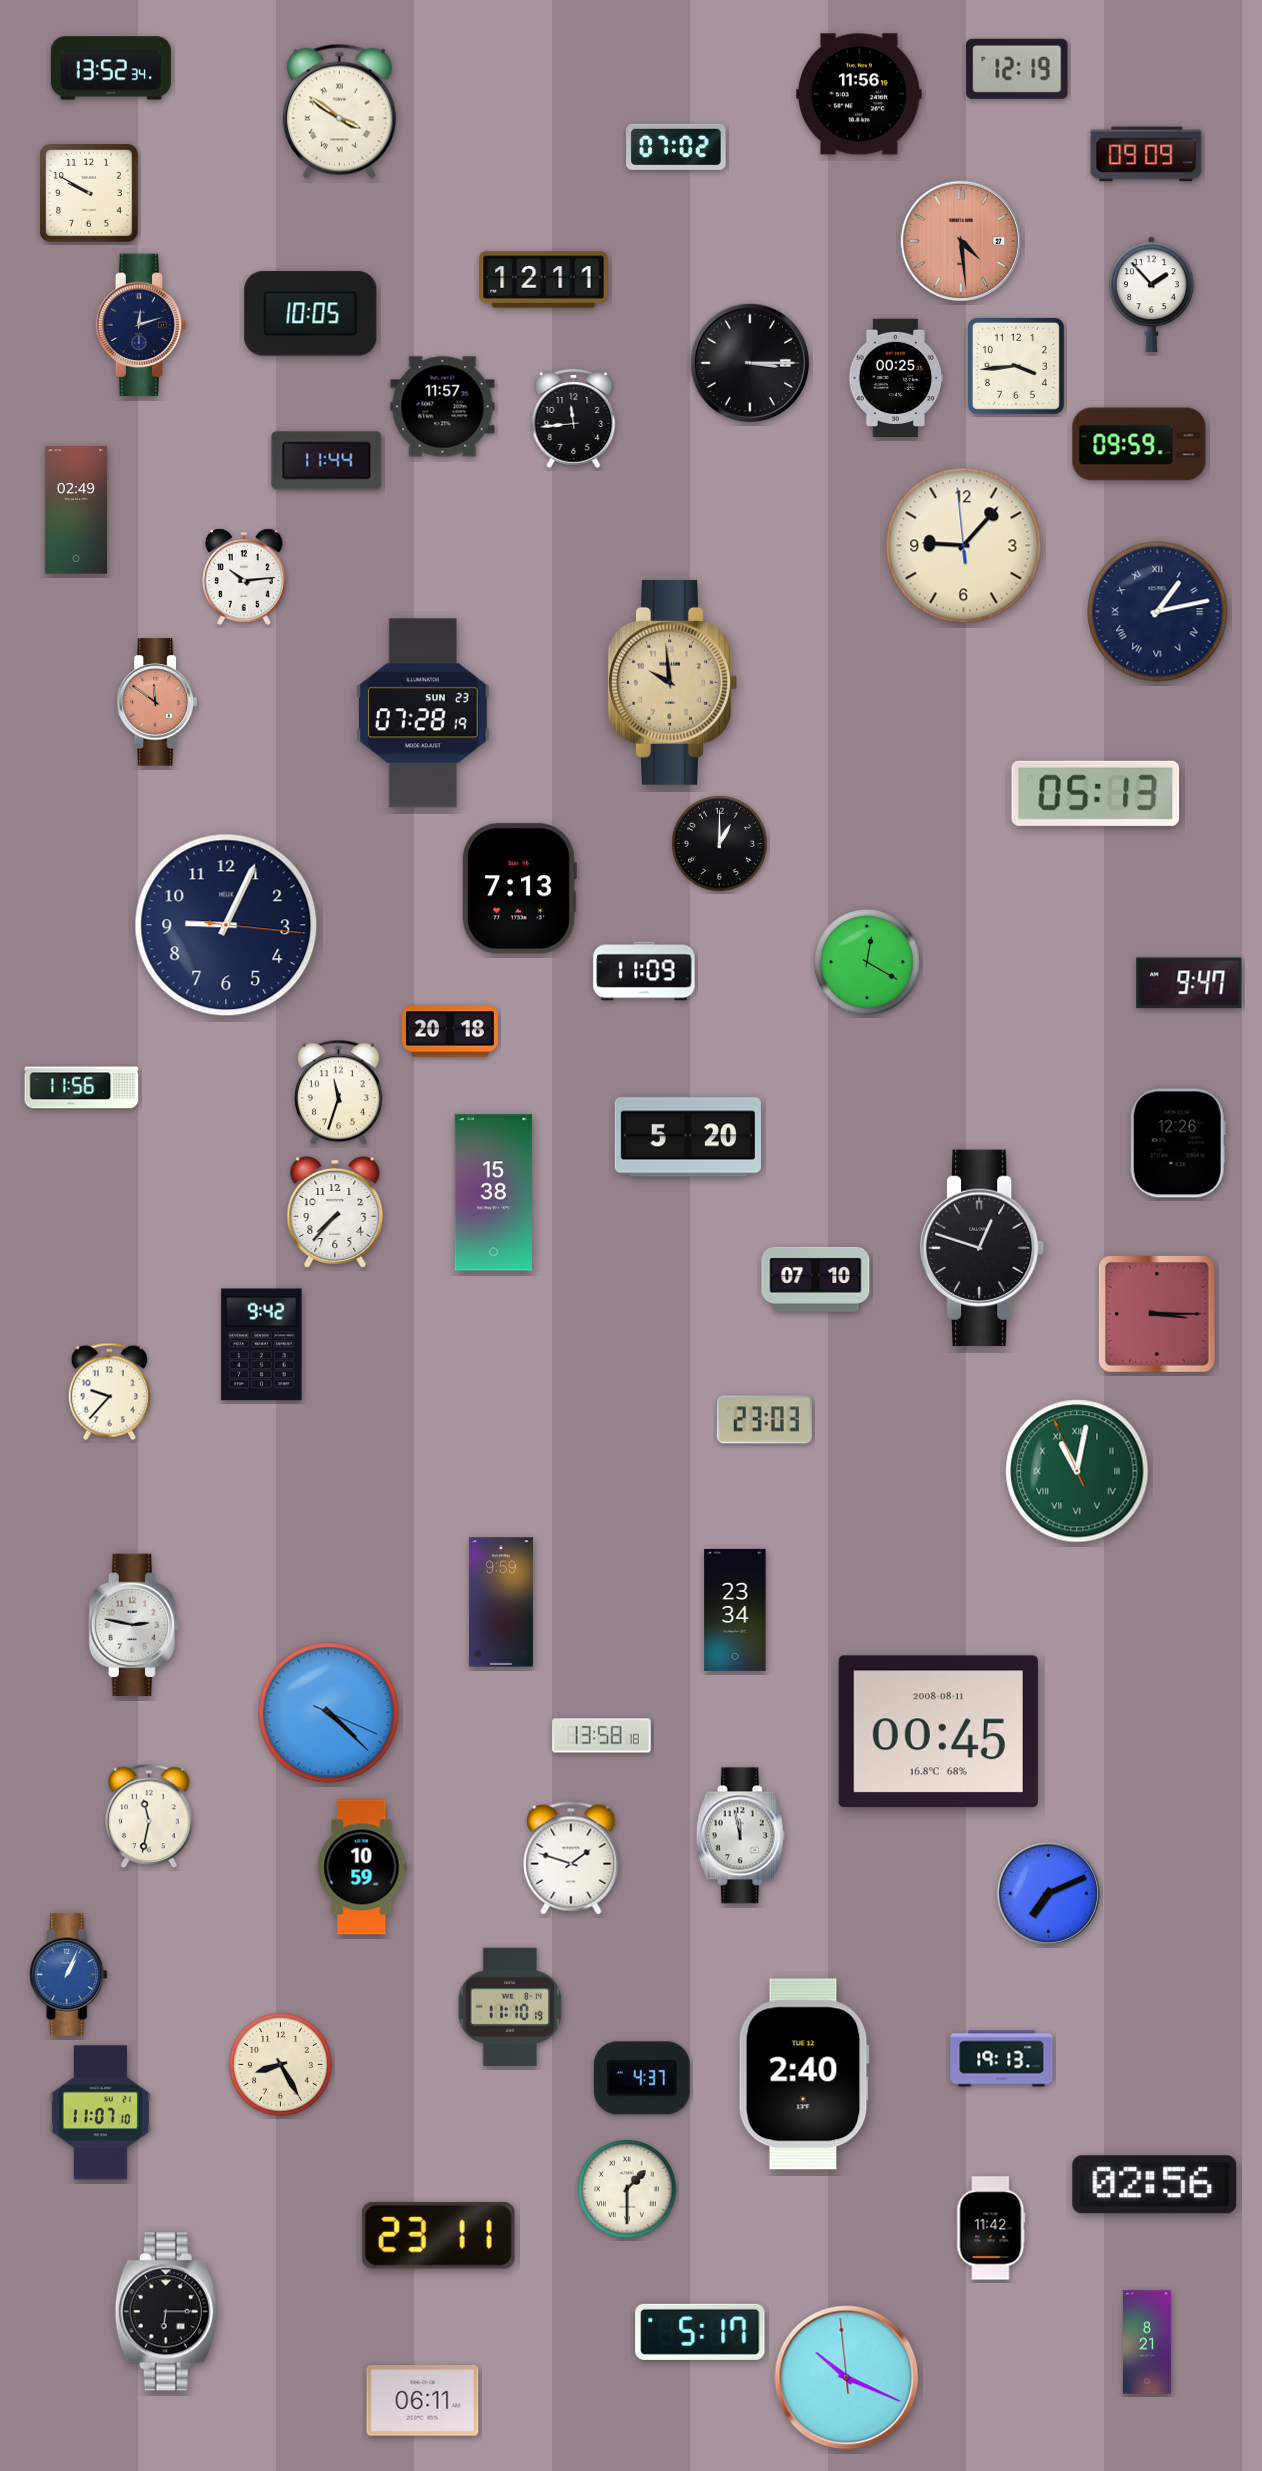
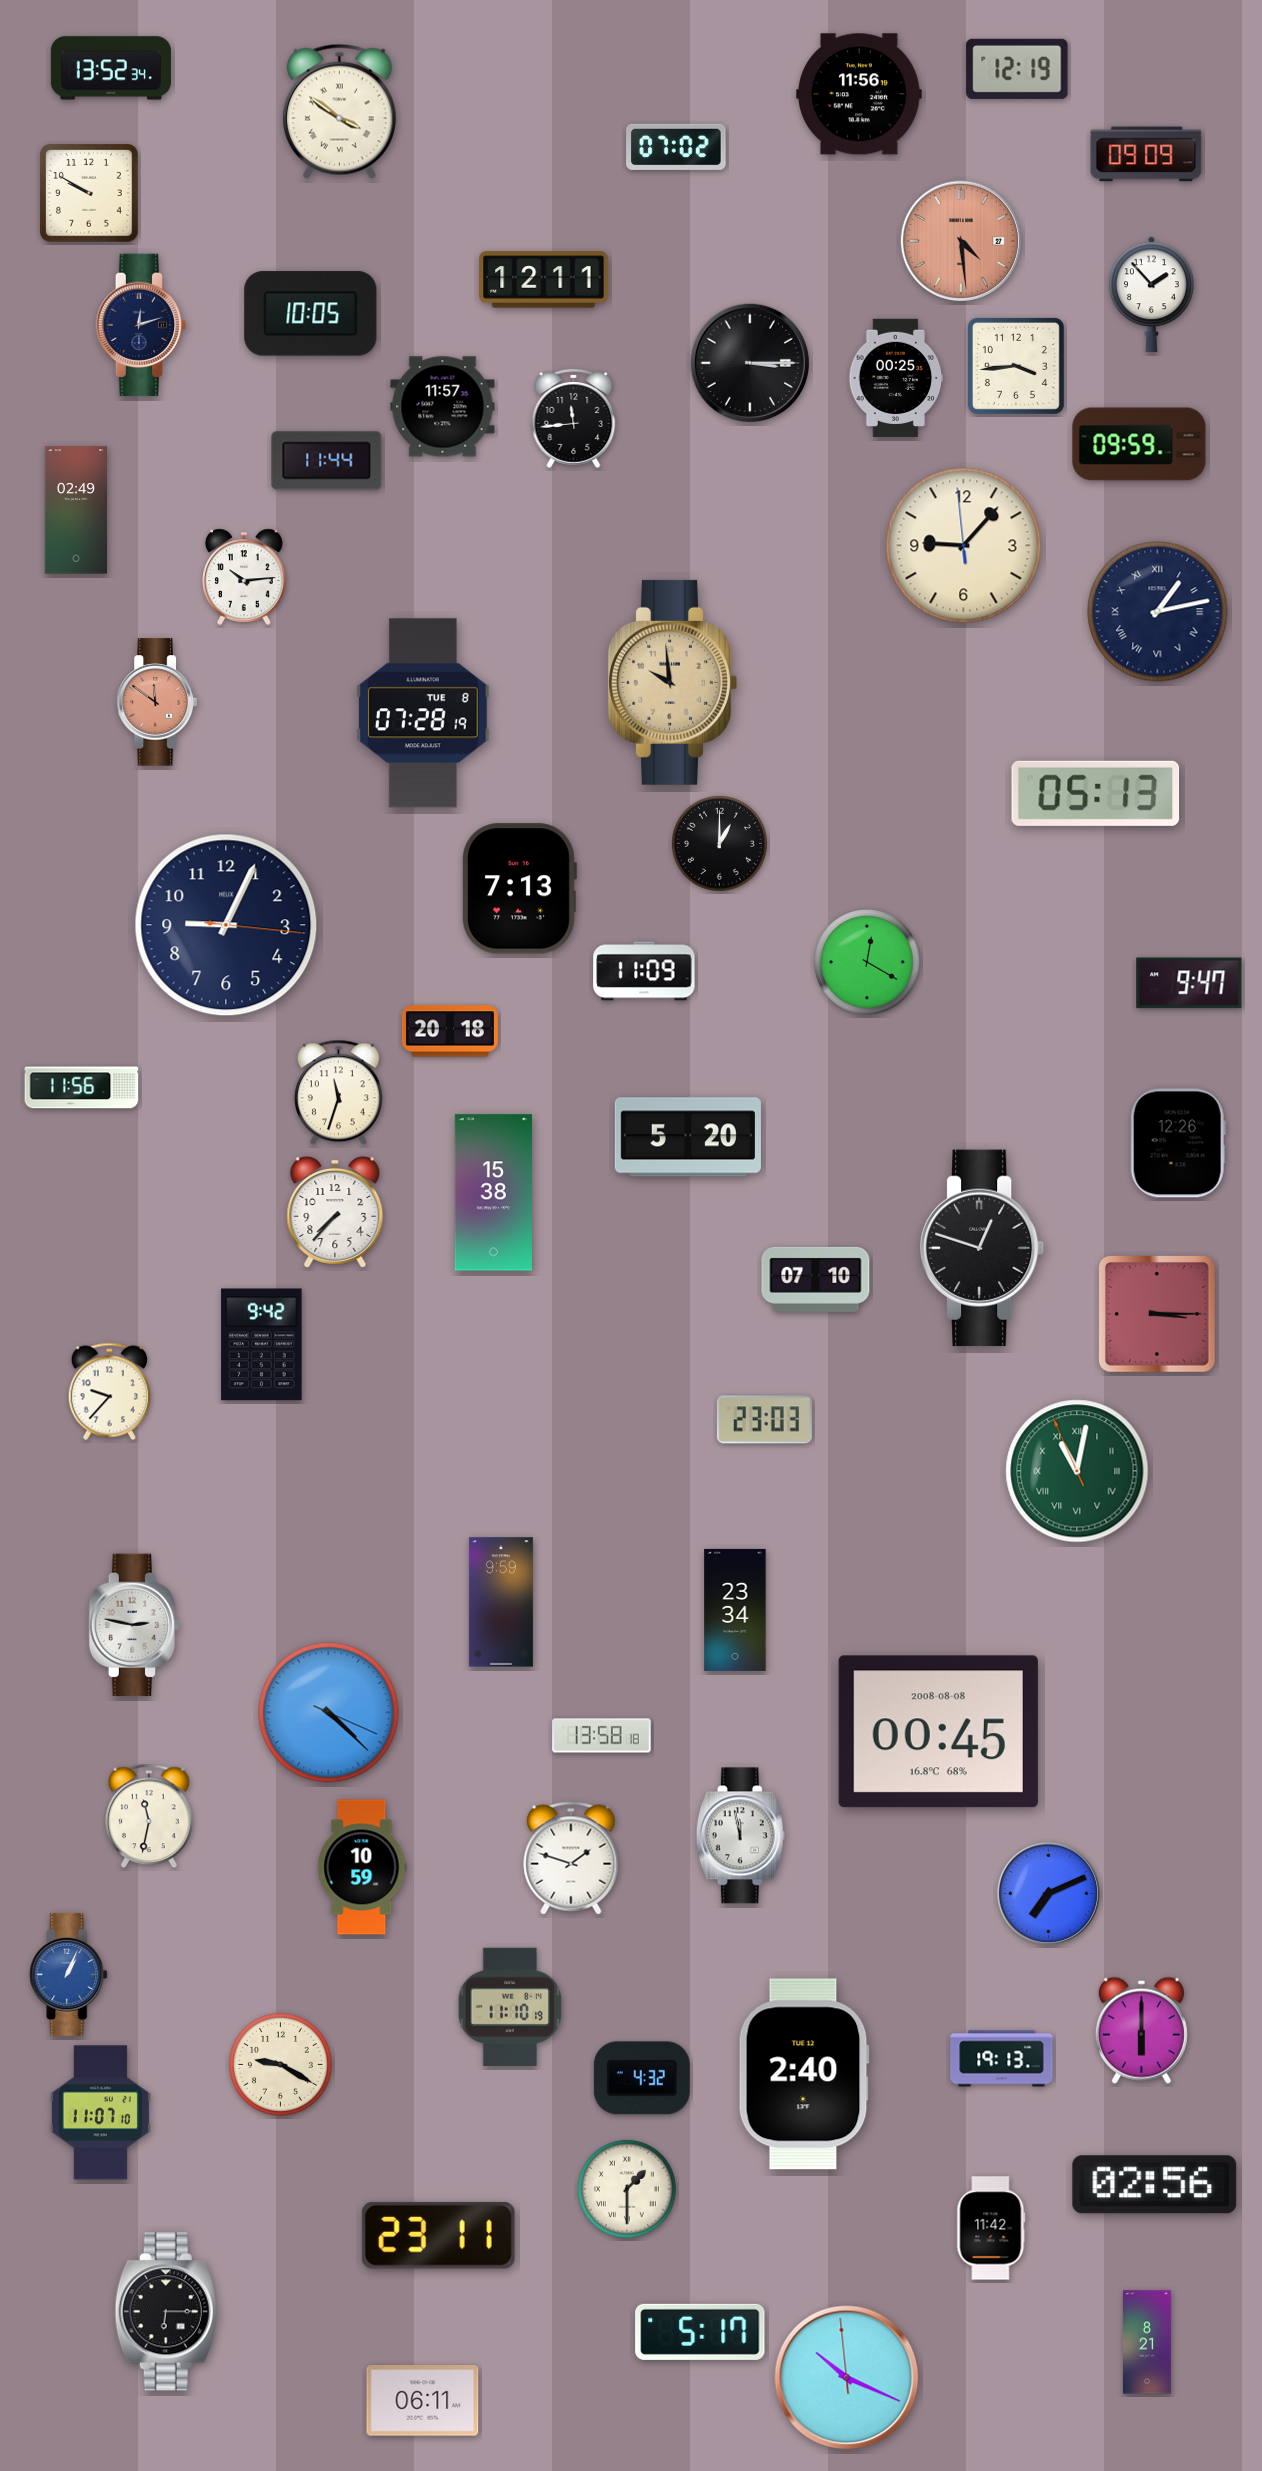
clock at (423, 713) date: SUN 23 -> TUE 8
clock at (938, 1732) date: 2008-08-11 -> 2008-08-08
clock at (1141, 2030): none -> 6:00
clock at (281, 2065): 8:25 -> 9:20
clock at (642, 2078): 4:37 -> 4:32
